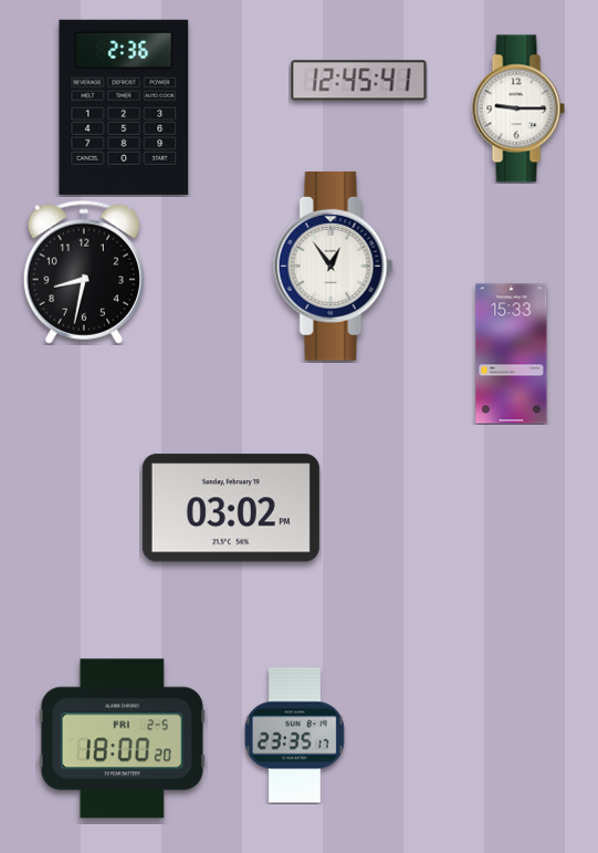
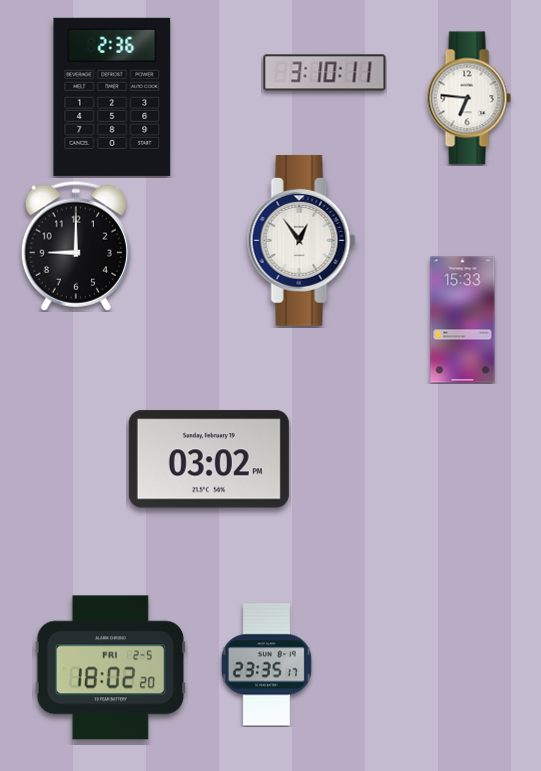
clock at (359, 81): 12:45 -> 3:10
clock at (518, 108): 9:15 -> 6:46
clock at (84, 272): 8:32 -> 9:00
clock at (122, 739): 18:00 -> 18:02
